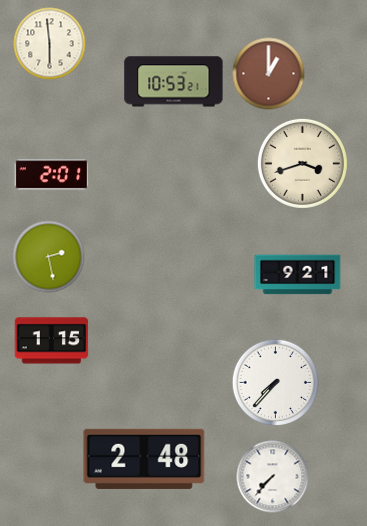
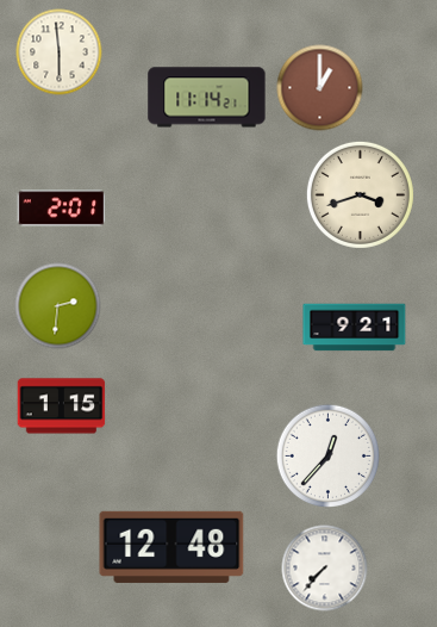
clock at (174, 82): 10:53 -> 11:14
clock at (49, 257): 2:28 -> 2:31
clock at (275, 382): 7:37 -> 12:37
clock at (144, 459): 2:48 -> 12:48
